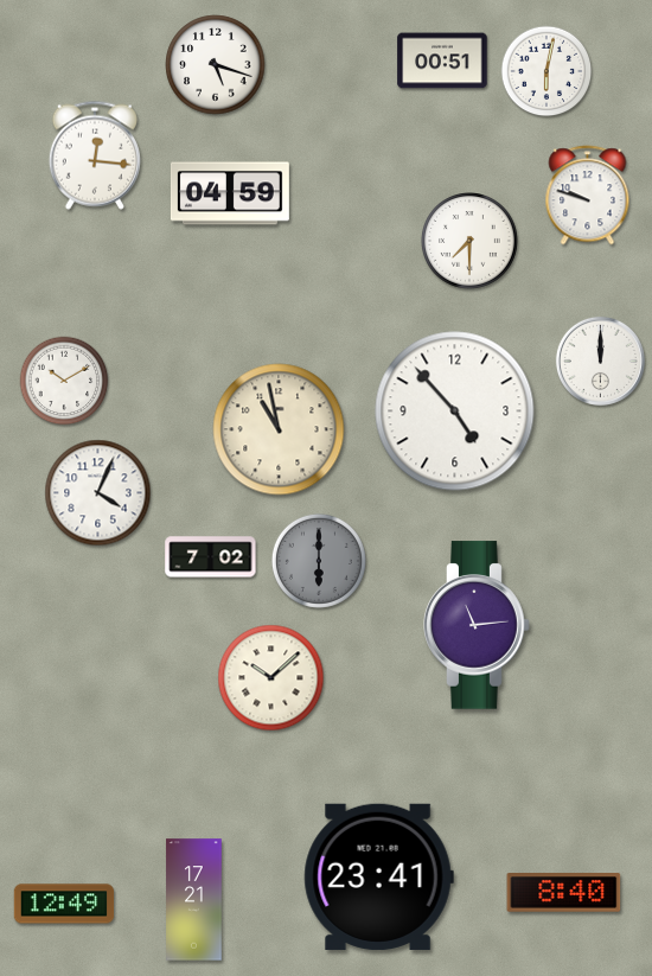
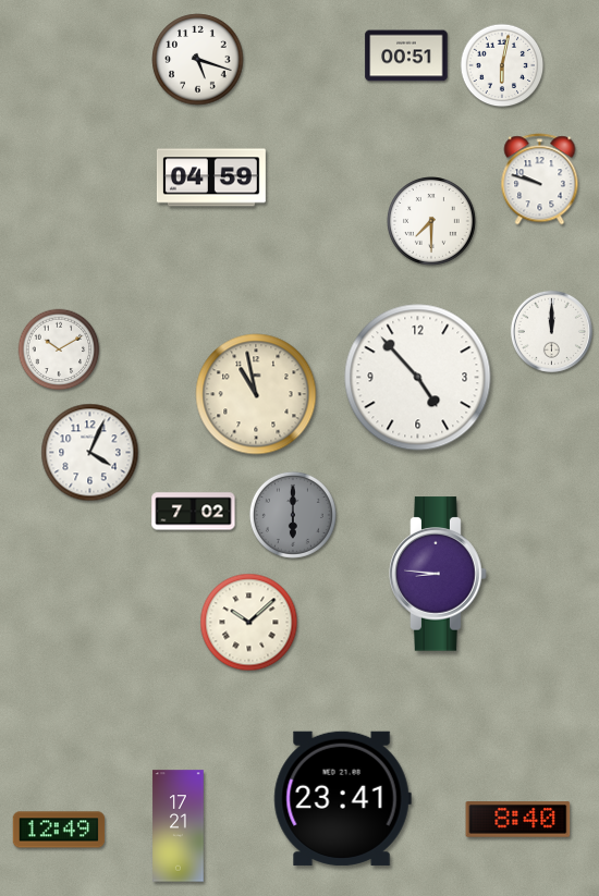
clock at (95, 155): 12:16 -> none
clock at (477, 625): 11:14 -> 8:46
clock at (378, 876) position: (378, 876) -> (342, 798)
